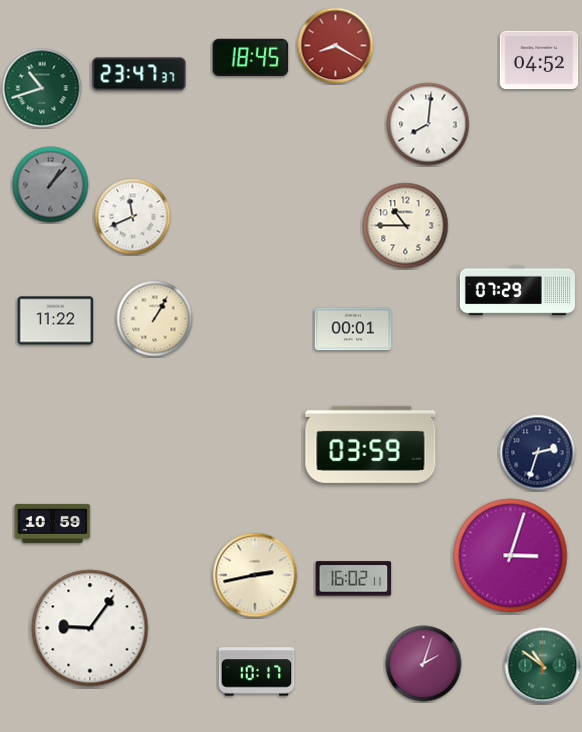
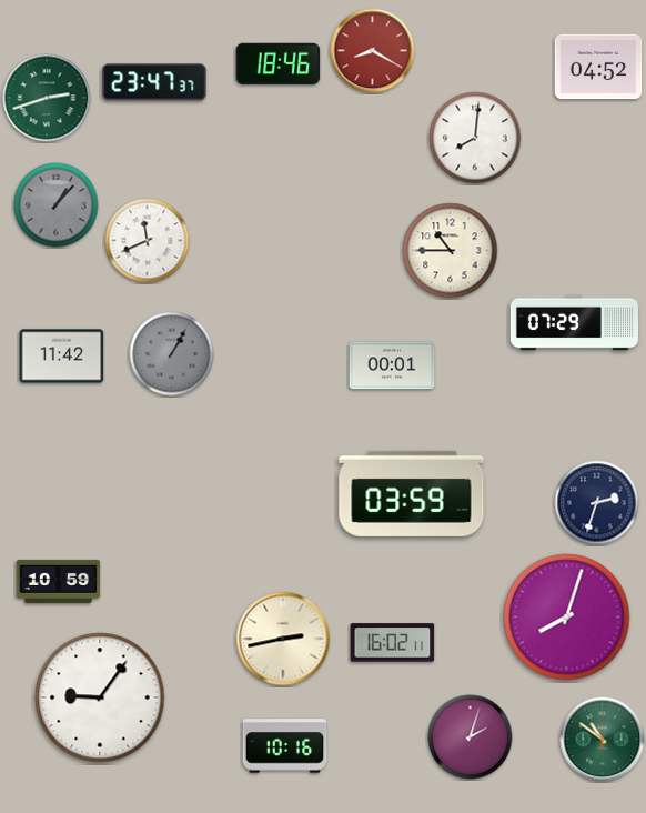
clock at (251, 57): 18:45 -> 18:46
clock at (42, 88): 10:42 -> 2:42
clock at (155, 319) dial: cream -> grey
clock at (56, 321): 11:22 -> 11:42
clock at (511, 556): 3:03 -> 8:03
clock at (257, 672): 10:17 -> 10:16
